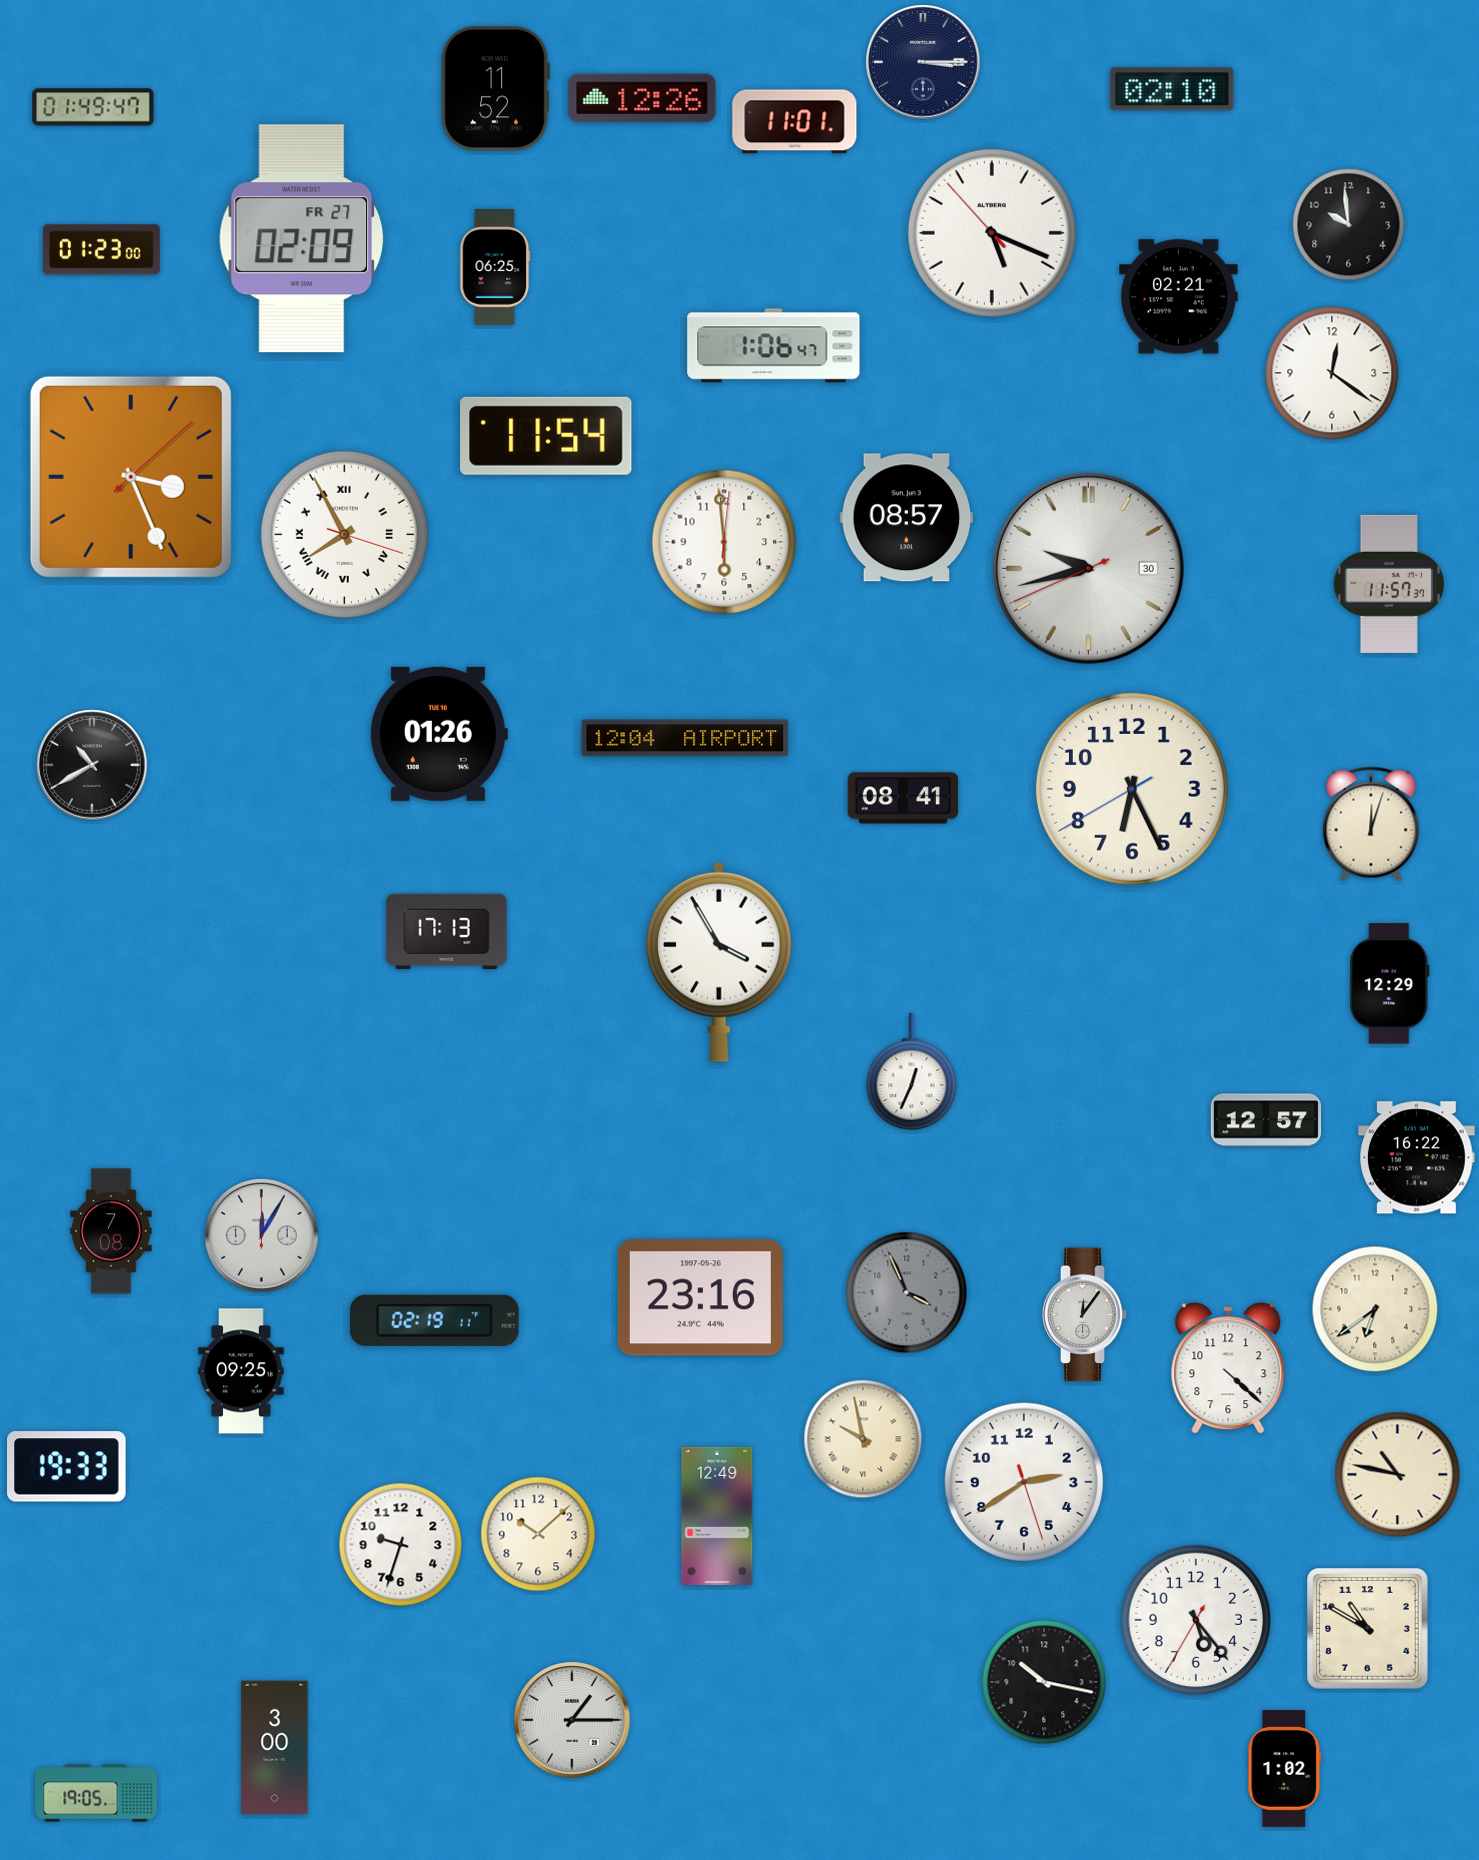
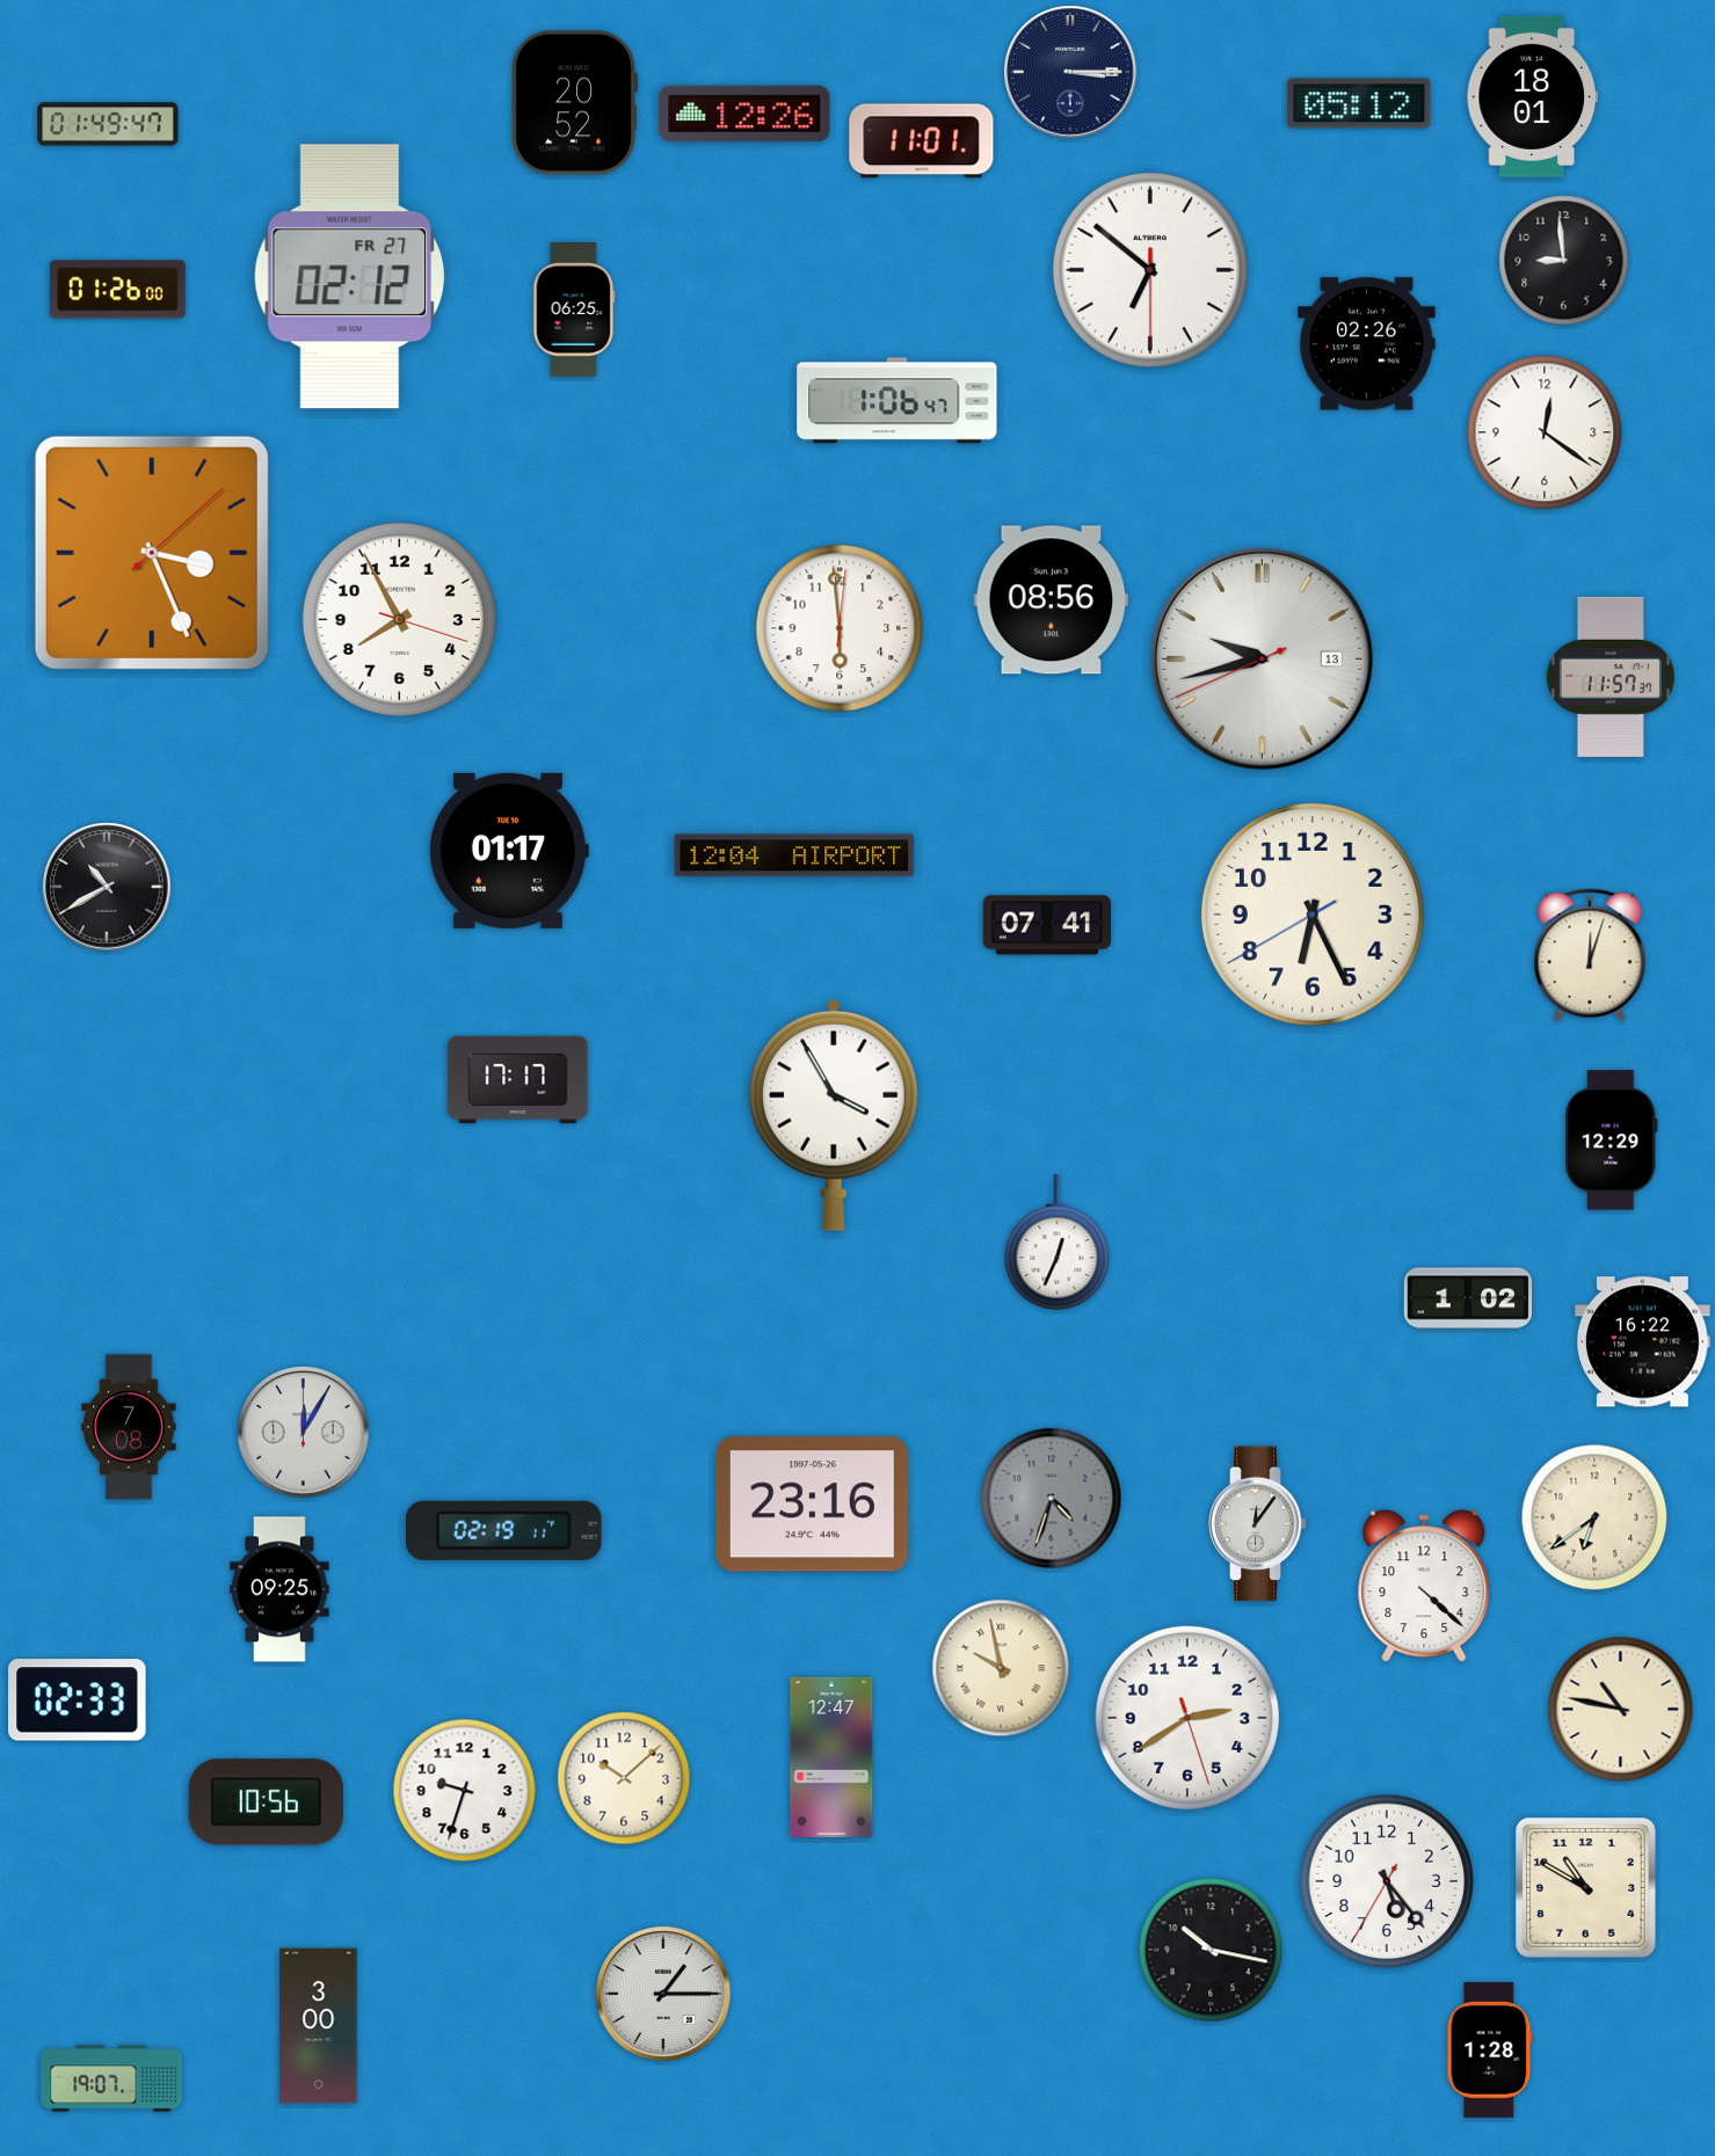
clock at (1532, 96): none -> 18:01
clock at (495, 89): 11:52 -> 20:52
clock at (1172, 89): 02:10 -> 05:12
clock at (1349, 225): 9:59 -> 8:59
clock at (992, 233): 5:18 -> 6:51
clock at (302, 239): 02:09 -> 02:12
clock at (102, 250): 01:23 -> 01:26
clock at (1179, 297): 02:21 -> 02:26
clock at (546, 436): 11:54 -> none
clock at (907, 518): 08:57 -> 08:56
clock at (344, 534) numerals: Roman -> Arabic
clock at (1088, 568) date: 30 -> 13
clock at (438, 734): 01:26 -> 01:17
clock at (902, 798): 08:41 -> 07:41
clock at (447, 932): 17:13 -> 17:17
clock at (1266, 1120): 12:57 -> 1:02
clock at (907, 1293): 3:56 -> 4:33
clock at (67, 1467): 19:33 -> 02:33
clock at (717, 1516): 12:49 -> 12:47
clock at (267, 1802): none -> 10:56
clock at (1196, 1620) position: (1196, 1620) -> (1387, 1881)
clock at (1285, 1769): 1:02 -> 1:28
clock at (96, 1793): 19:05 -> 19:07
